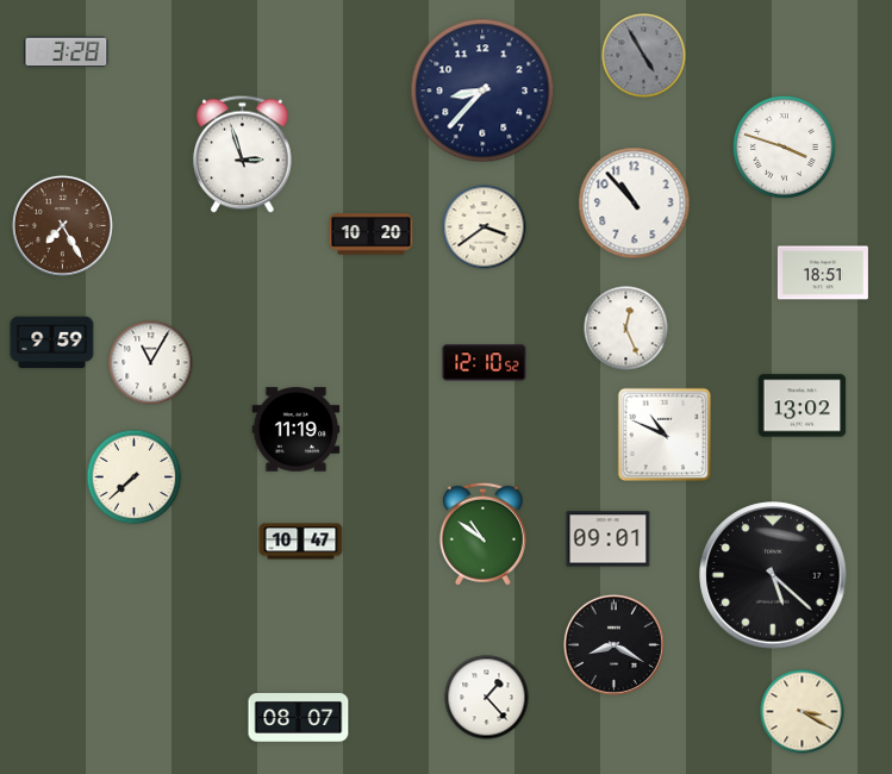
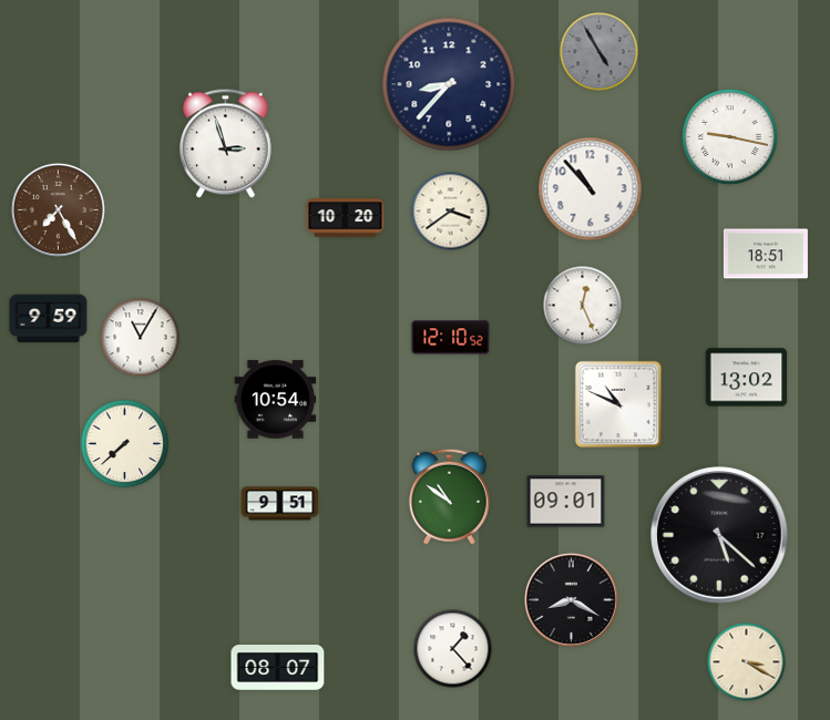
clock at (67, 52): 3:28 -> none
clock at (784, 146): 3:48 -> 9:17
clock at (297, 430): 11:19 -> 10:54
clock at (301, 542): 10:47 -> 9:51
